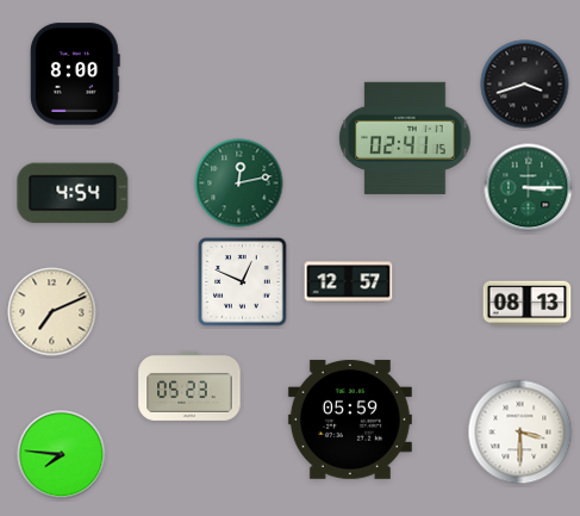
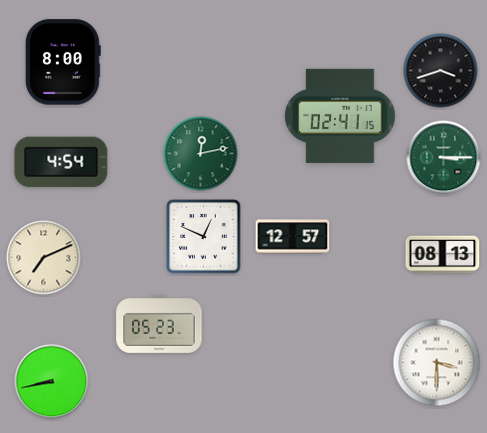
clock at (52, 312) position: (52, 312) -> (44, 258)
clock at (350, 419): 05:59 -> none
clock at (62, 455): 7:46 -> 8:43
